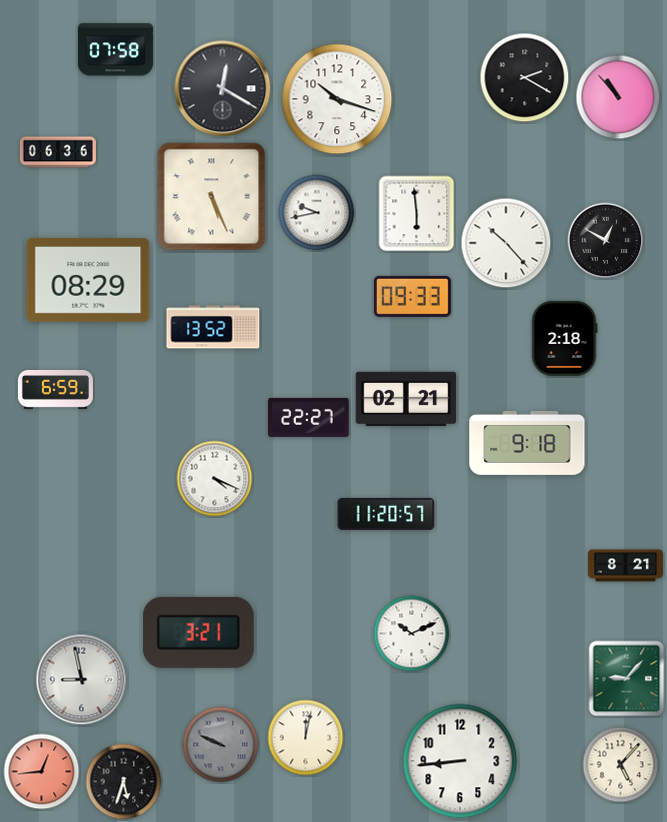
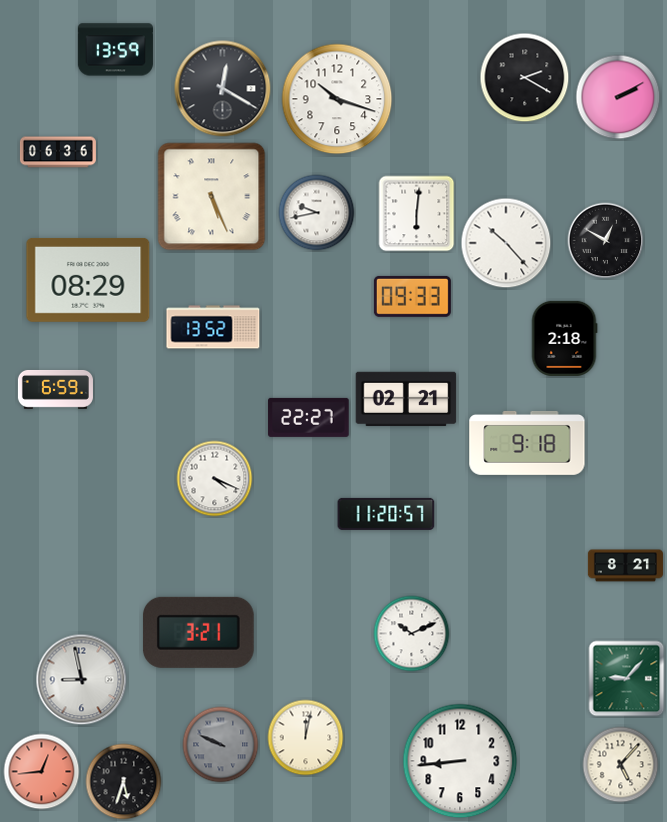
clock at (115, 50): 07:58 -> 13:59
clock at (618, 97): 10:53 -> 2:10
clock at (417, 214): 5:59 -> 6:01
